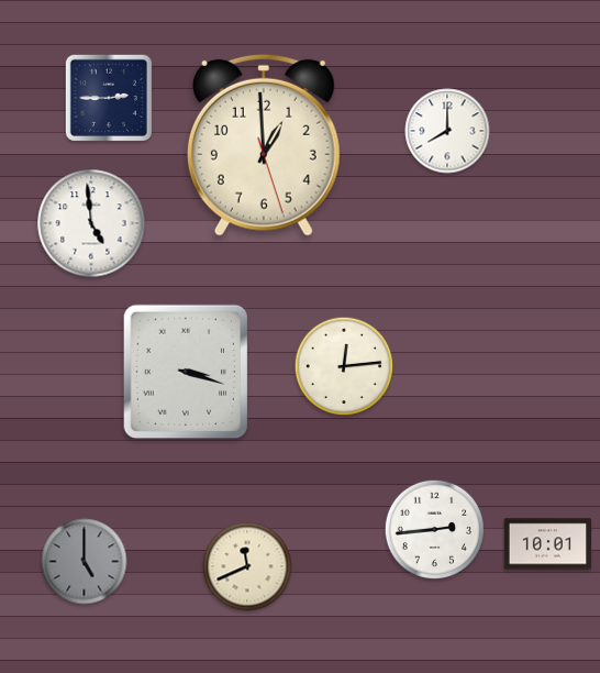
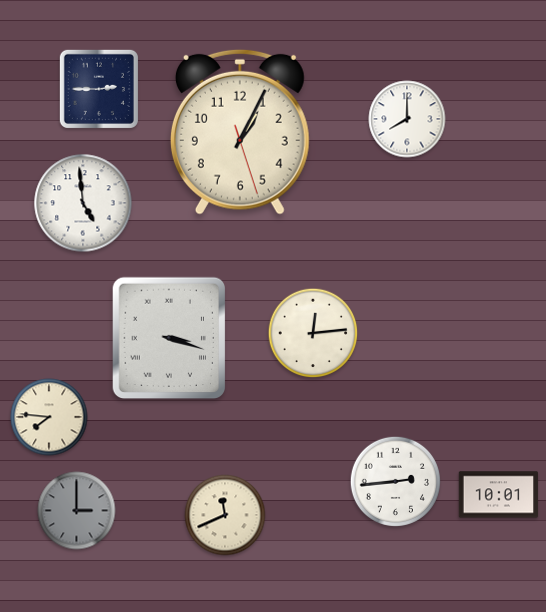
clock at (264, 145): 12:59 -> 1:04
clock at (49, 417): none -> 7:46
clock at (85, 562): 5:00 -> 3:00
